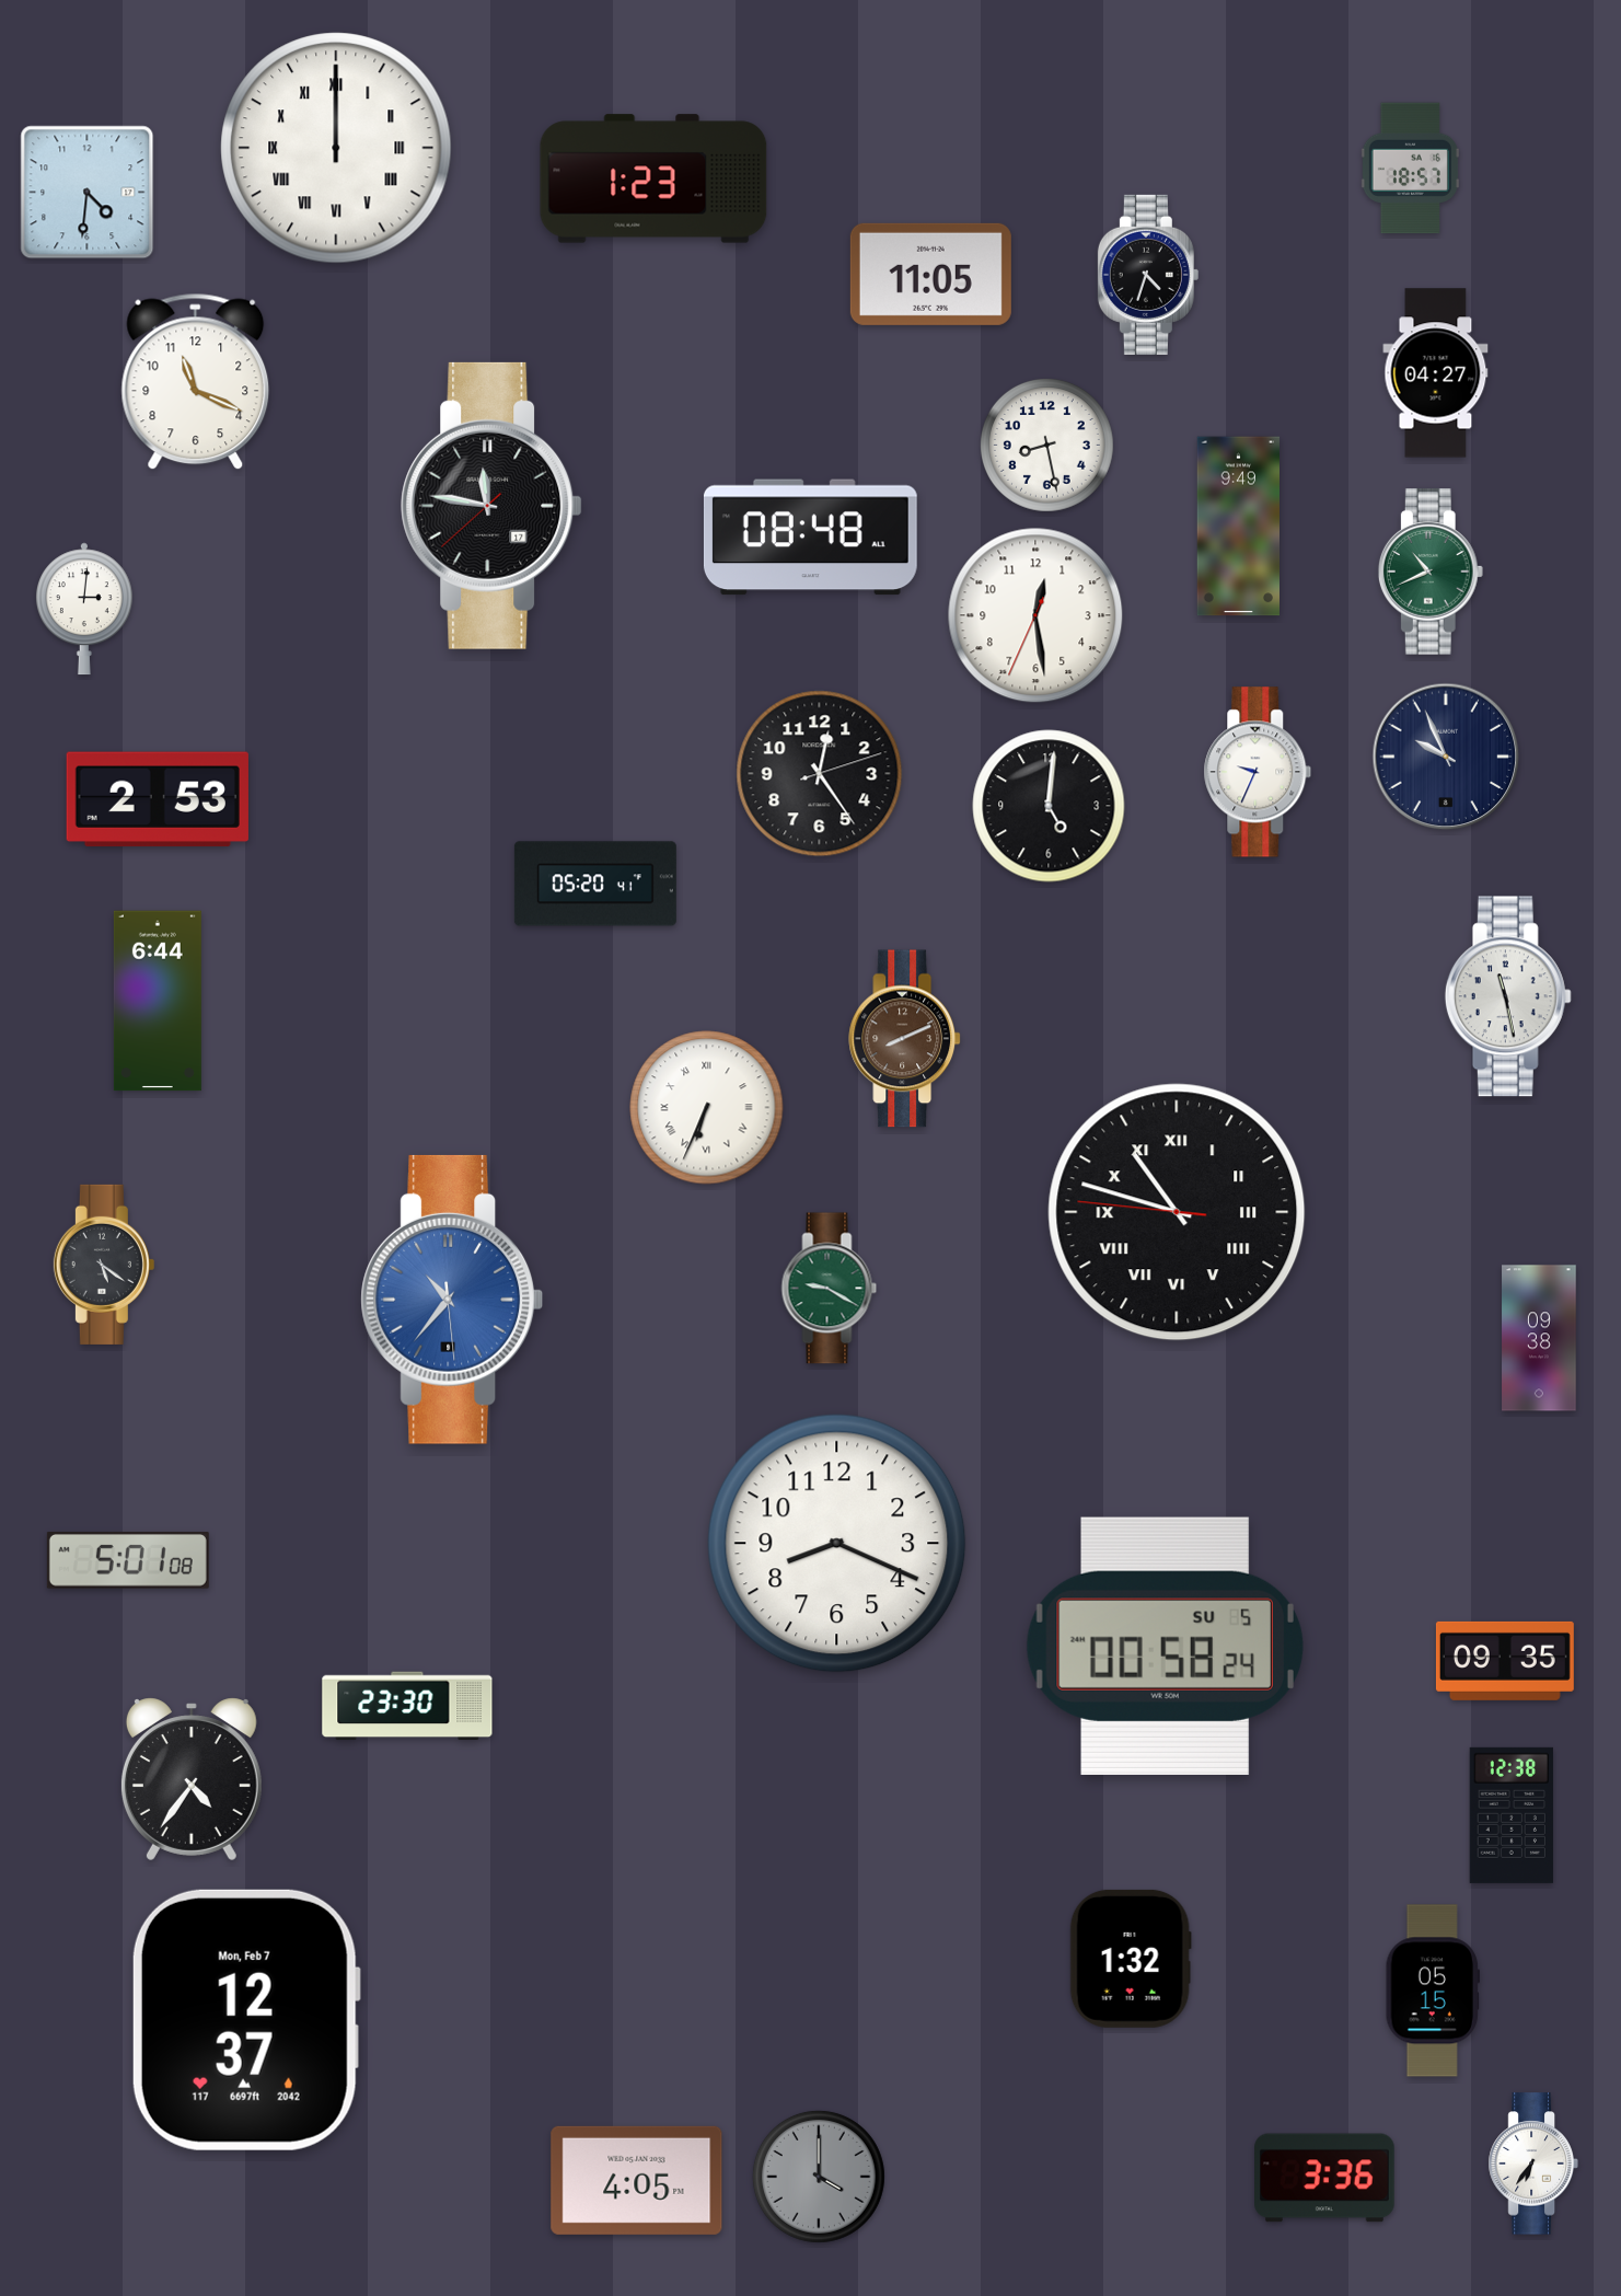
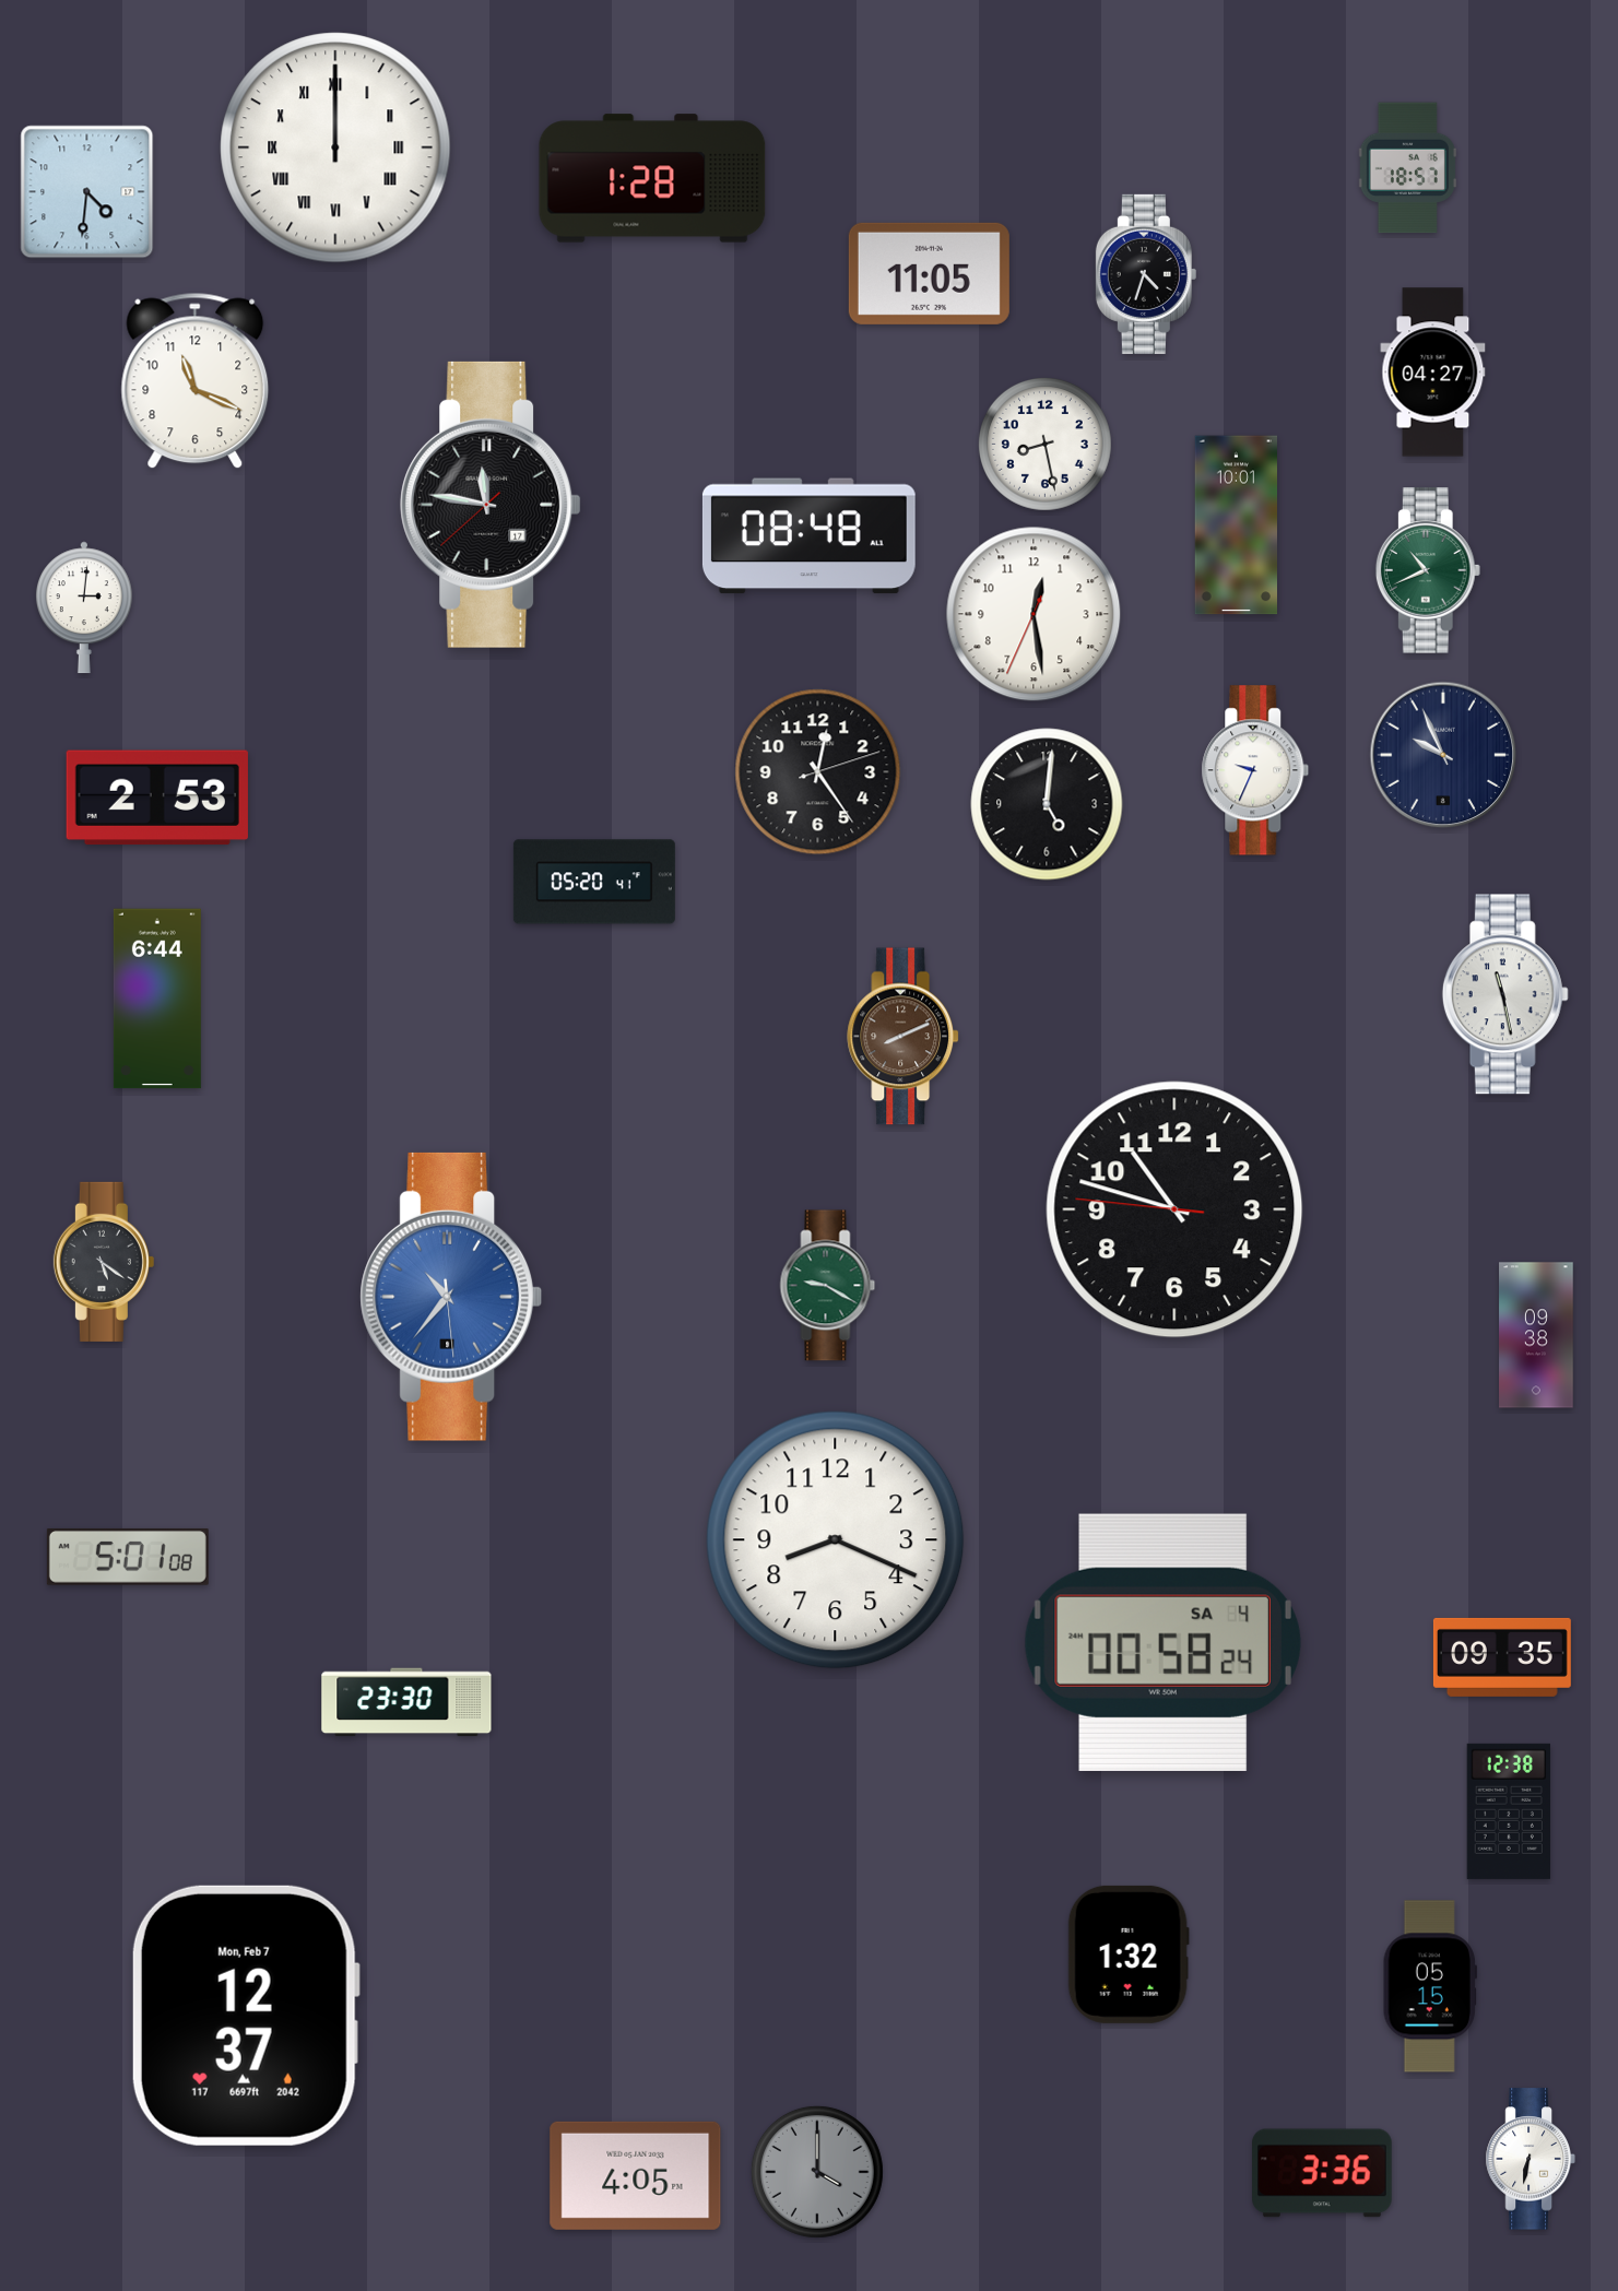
clock at (653, 178): 1:23 -> 1:28
clock at (1238, 527): 9:49 -> 10:01
clock at (707, 1108): 6:34 -> none
clock at (1177, 1212) numerals: Roman -> Arabic
clock at (1165, 1646) date: SU 5 -> SA 4
clock at (192, 1779): 4:36 -> none
clock at (1533, 2164): 6:36 -> 6:32
